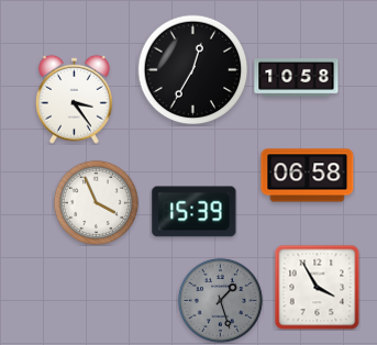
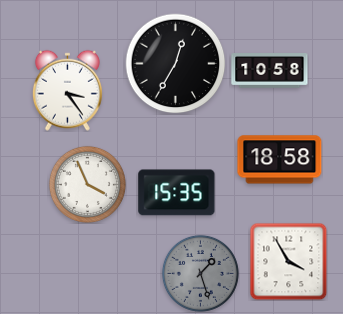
clock at (308, 176): 06:58 -> 18:58
clock at (195, 212): 15:39 -> 15:35
